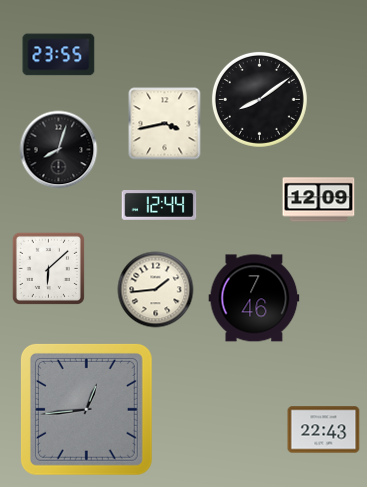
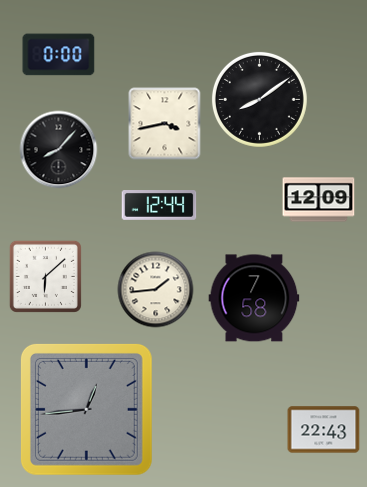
clock at (59, 55): 23:55 -> 0:00
clock at (59, 150): 8:03 -> 8:07
clock at (48, 268) position: (48, 268) -> (45, 276)
clock at (254, 298): 7:46 -> 7:58
